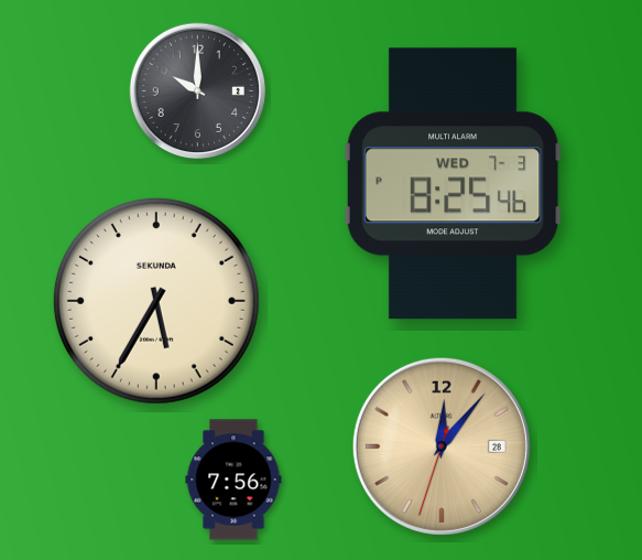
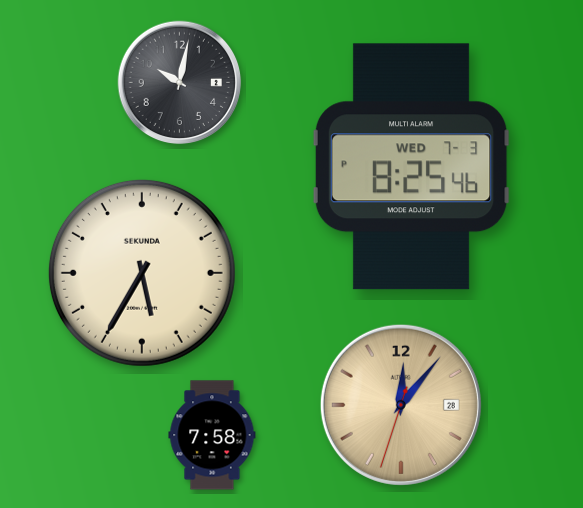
clock at (198, 91): 10:00 -> 10:02
clock at (233, 480): 7:56 -> 7:58
